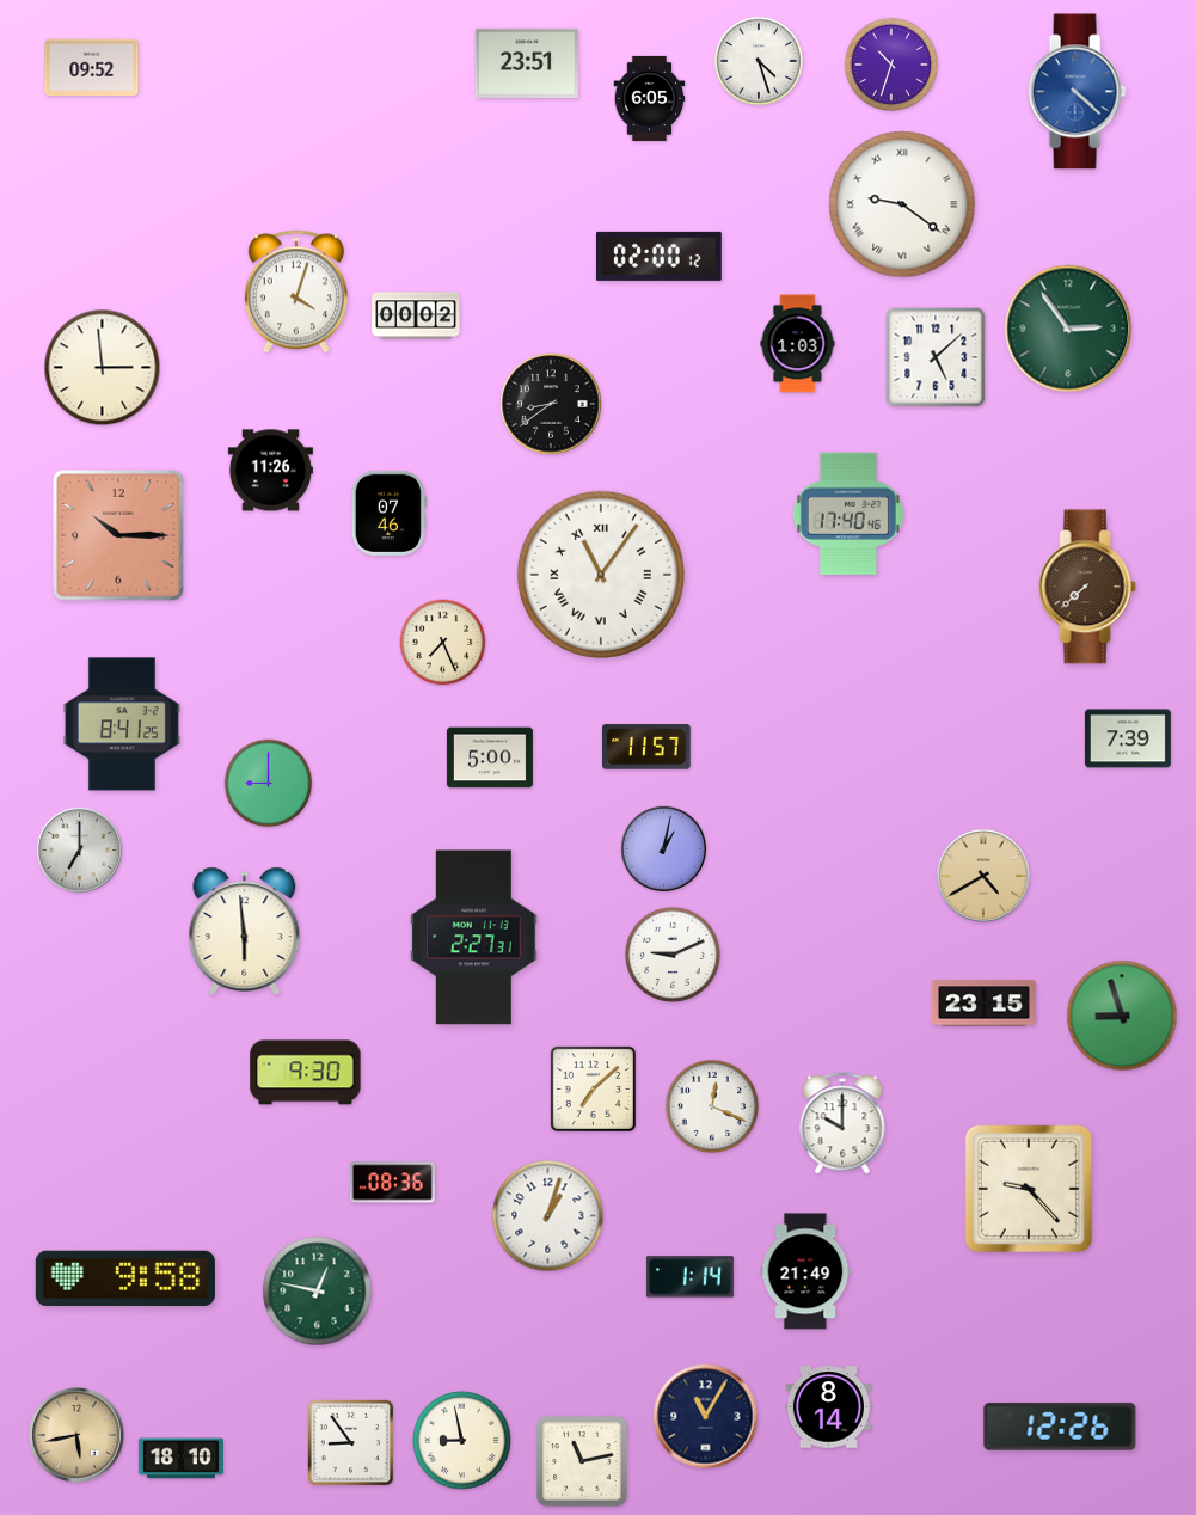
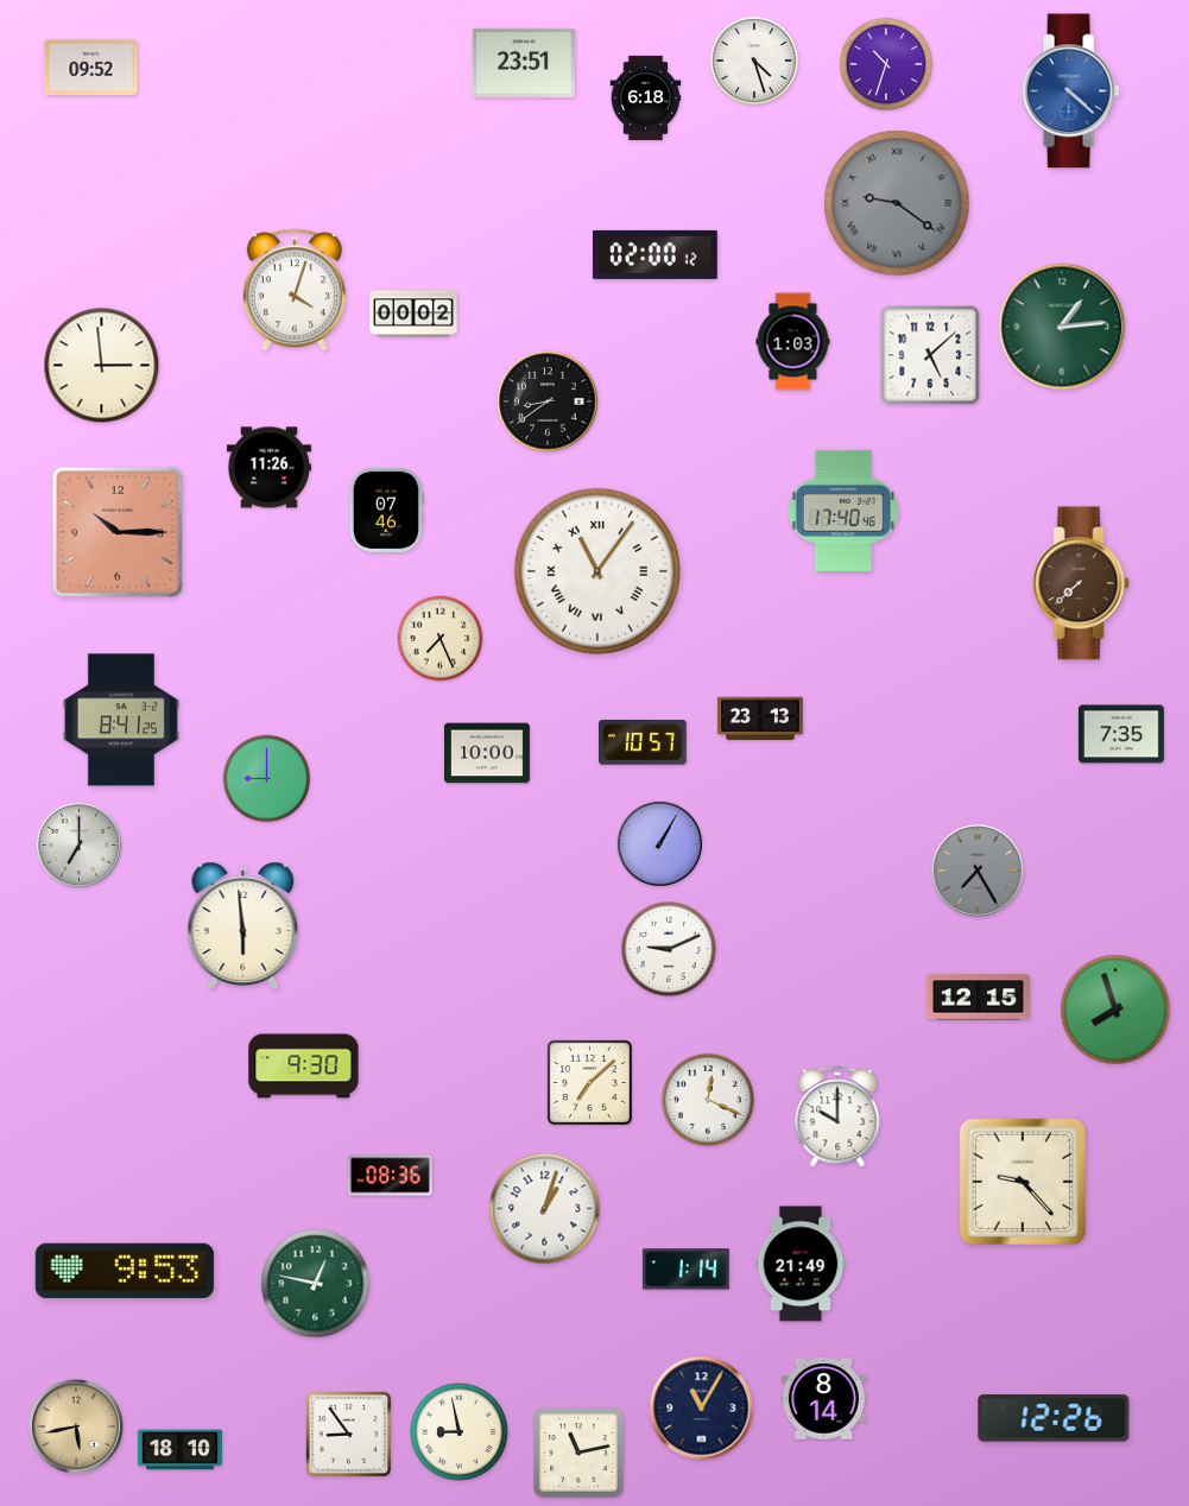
clock at (650, 98): 6:05 -> 6:18
clock at (902, 204) dial: white -> grey
clock at (1068, 329): 2:54 -> 1:14
clock at (760, 719): none -> 23:13
clock at (1128, 738): 7:39 -> 7:35
clock at (648, 747): 11:57 -> 10:57
clock at (490, 757): 5:00 -> 10:00
clock at (663, 848): 1:02 -> 1:05
clock at (985, 877): 4:40 -> 7:25
clock at (985, 877) dial: champagne -> grey
clock at (474, 938): 2:27 -> none
clock at (983, 1004): 23:15 -> 12:15
clock at (1122, 1016): 8:57 -> 7:57
clock at (125, 1278): 9:58 -> 9:53
